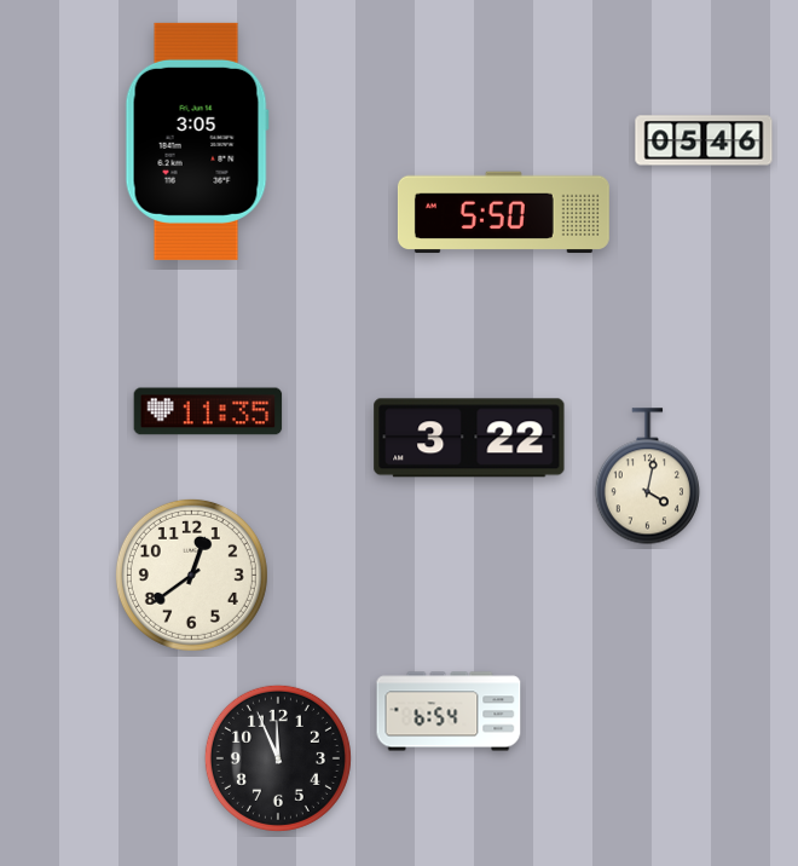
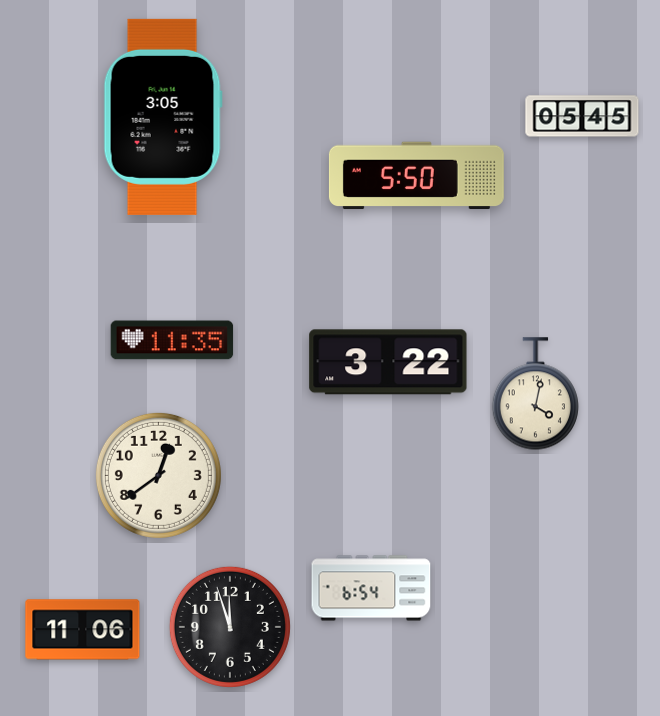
clock at (704, 140): 05:46 -> 05:45
clock at (278, 758): 11:56 -> 11:57
clock at (83, 630): none -> 11:06
